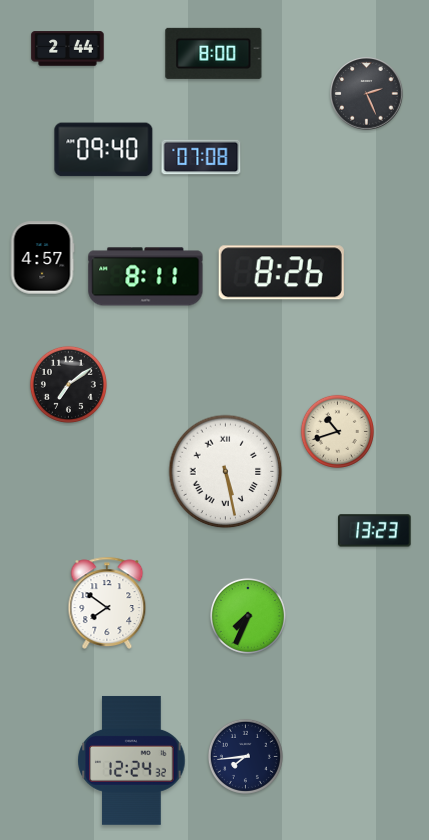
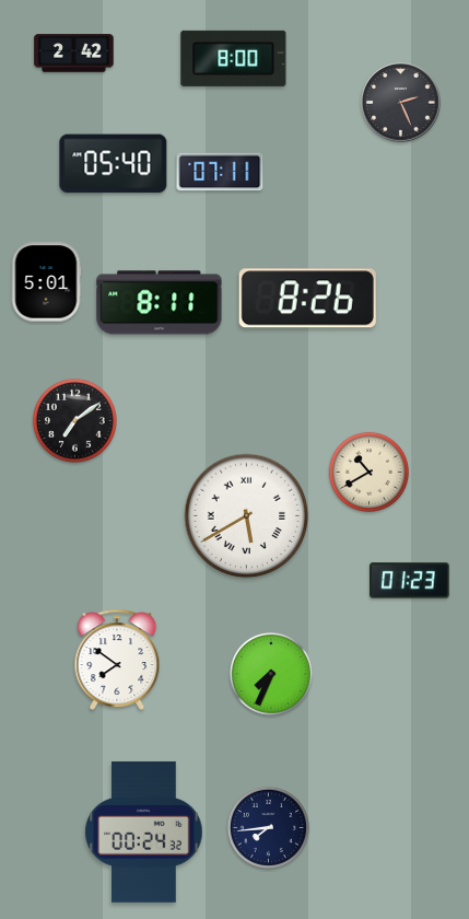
clock at (68, 49): 2:44 -> 2:42
clock at (104, 150): 09:40 -> 05:40
clock at (201, 157): 07:08 -> 07:11
clock at (42, 258): 4:57 -> 5:01
clock at (337, 431): 10:42 -> 10:40
clock at (226, 472): 5:28 -> 5:40
clock at (375, 531): 13:23 -> 01:23
clock at (132, 760): 12:24 -> 00:24
